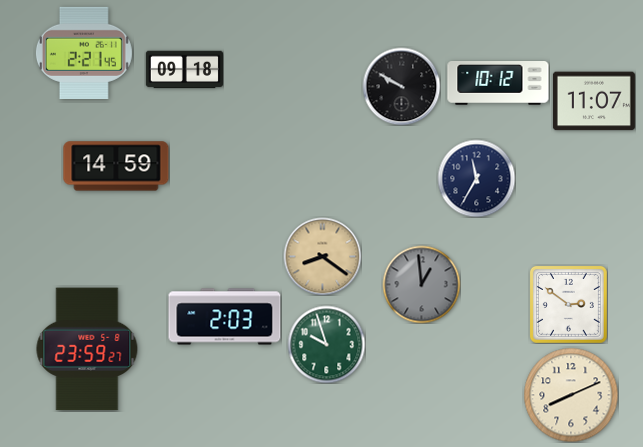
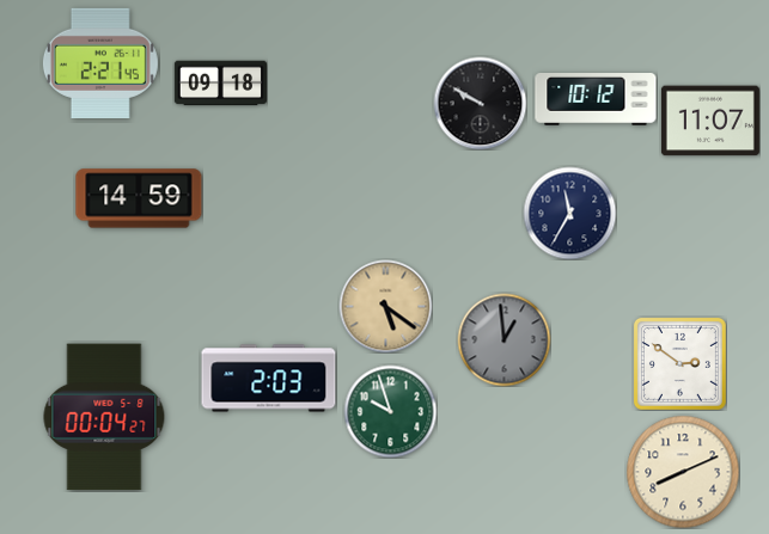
clock at (322, 256): 8:21 -> 5:21
clock at (87, 349): 23:59 -> 00:04
